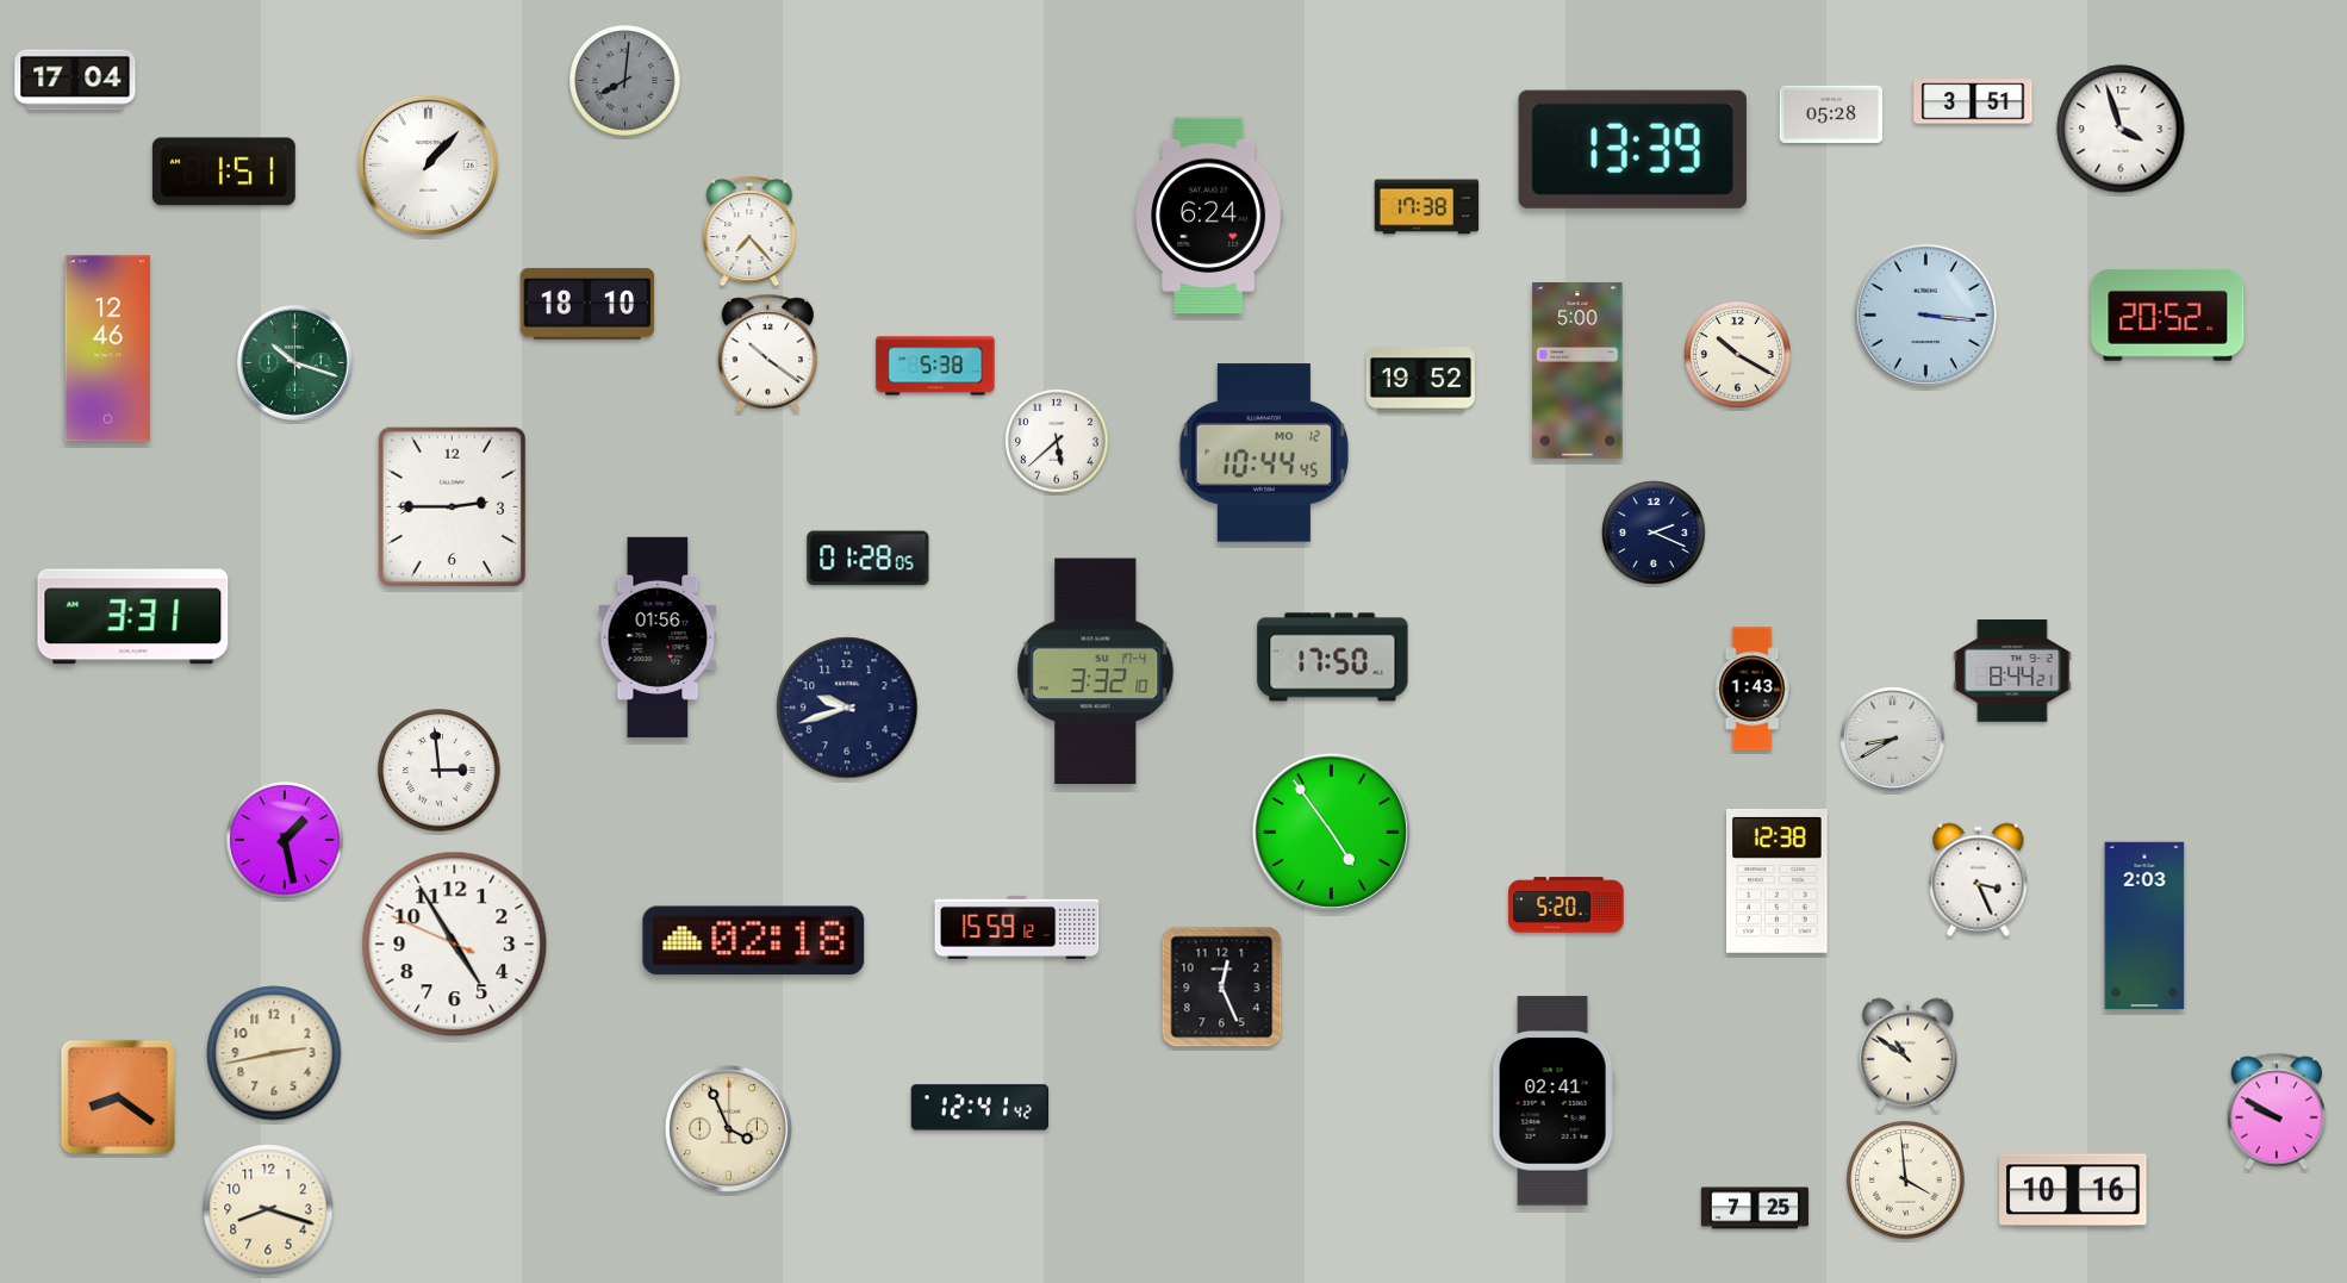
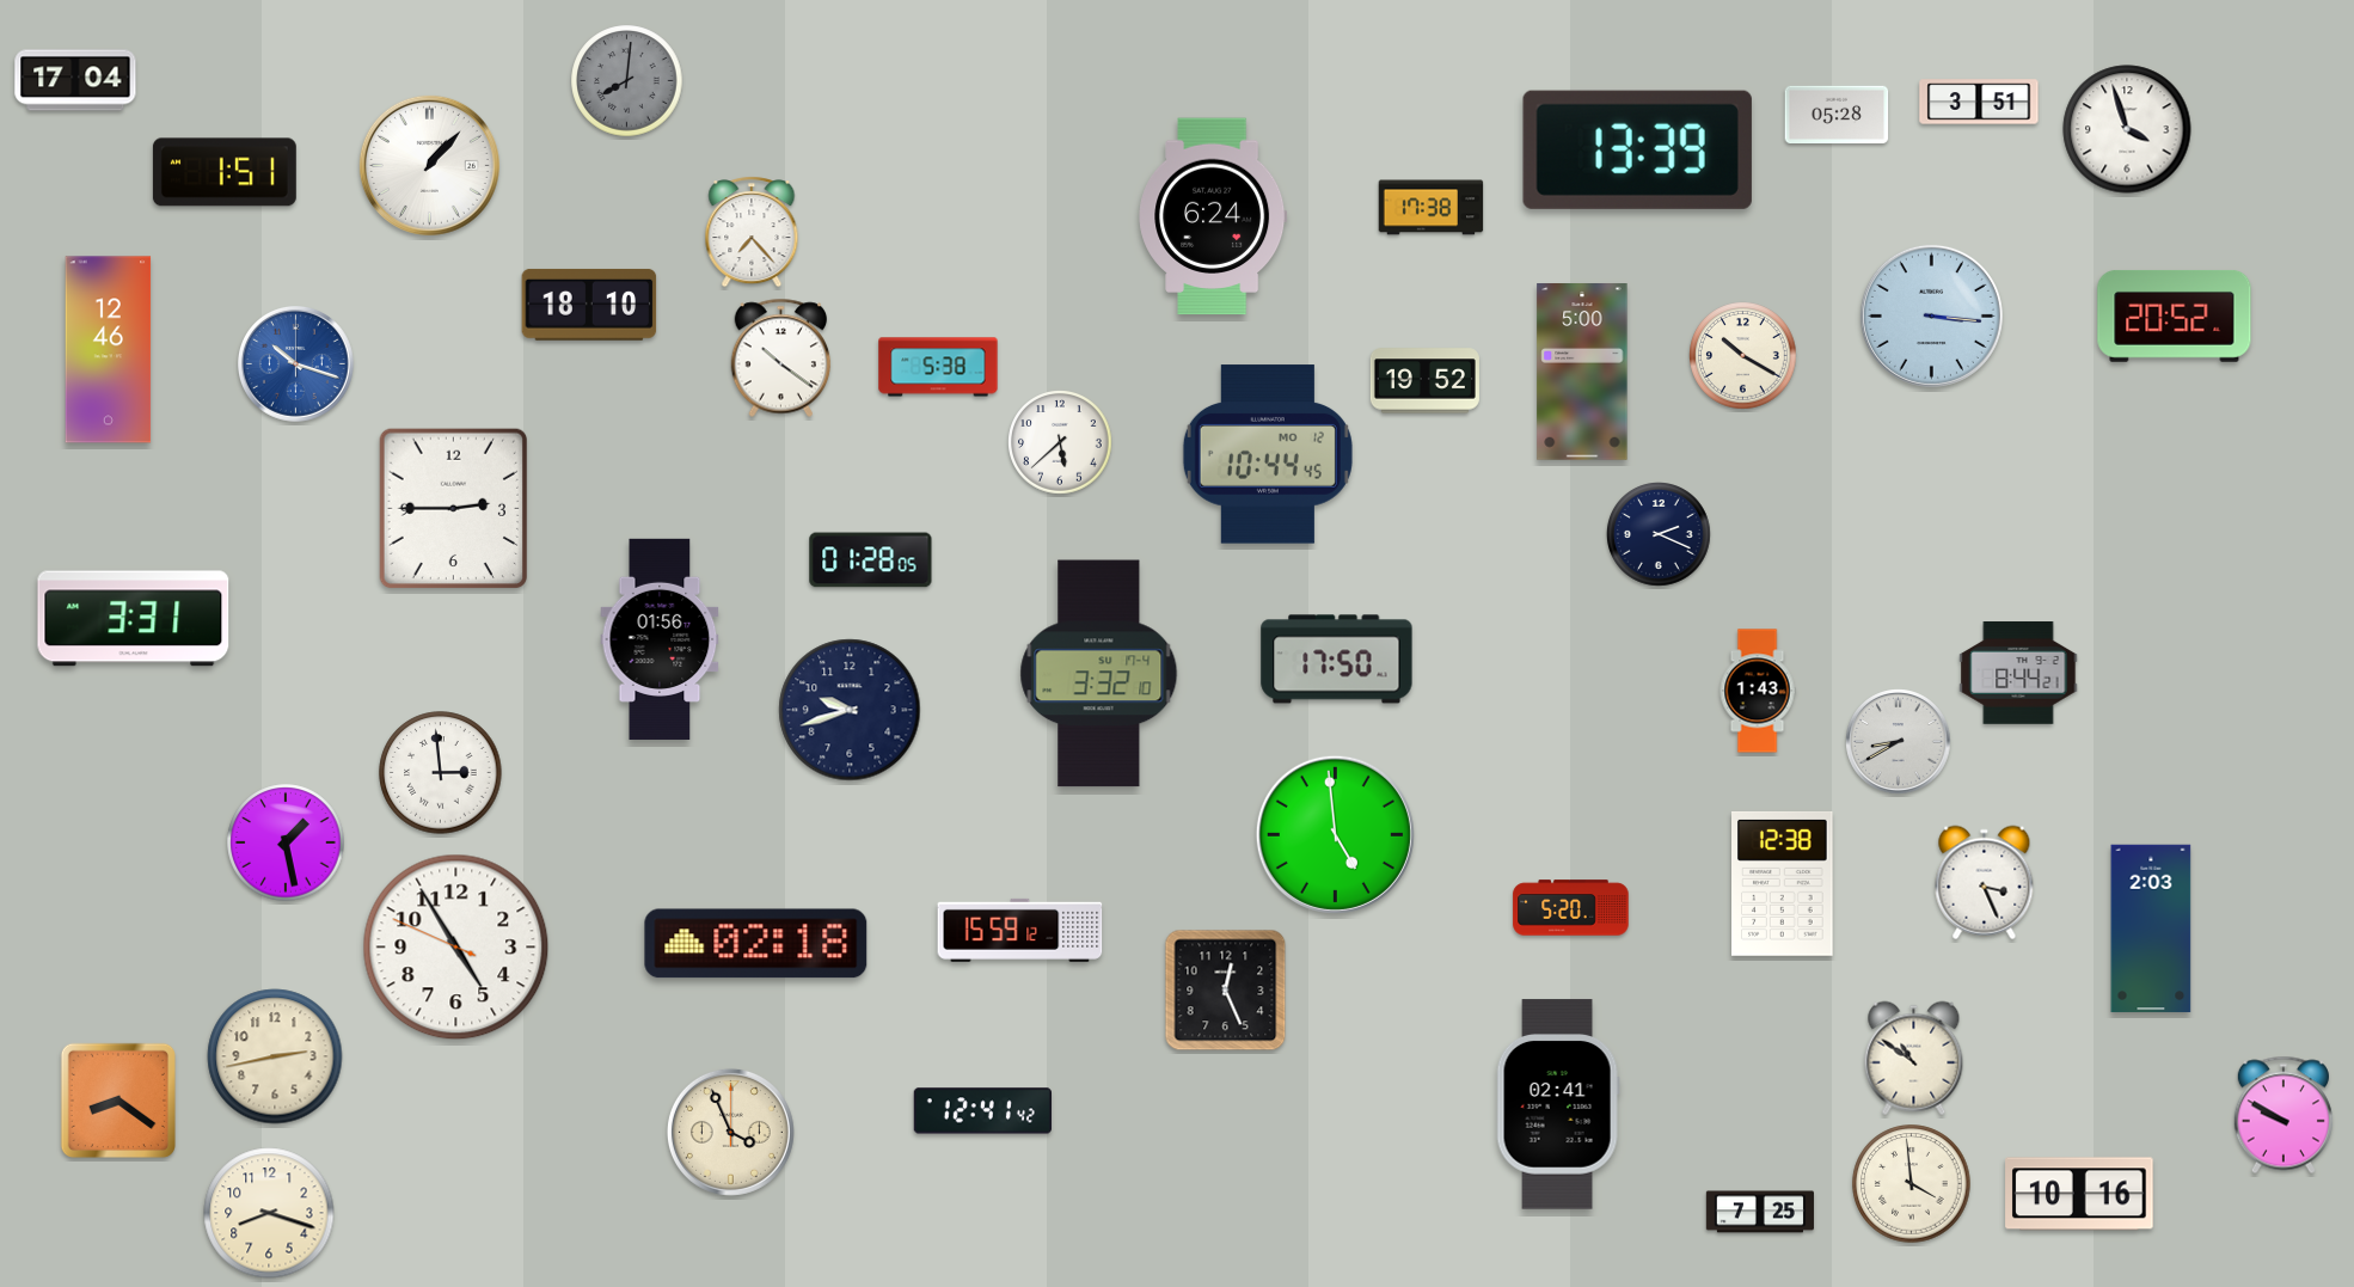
clock at (768, 354) position: (768, 354) -> (781, 358)
clock at (295, 363) dial: green -> blue
clock at (1331, 832): 4:54 -> 4:59
